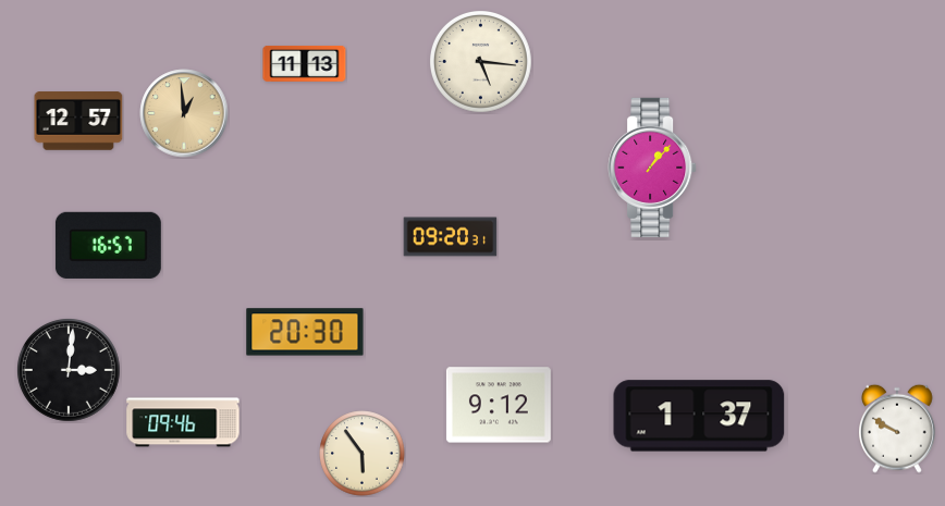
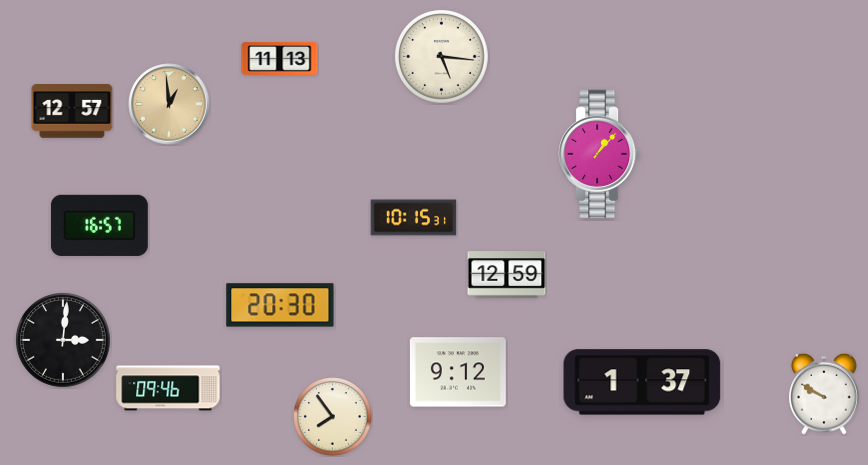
clock at (451, 237): 09:20 -> 10:15
clock at (507, 275): none -> 12:59
clock at (363, 454): 5:54 -> 7:54
